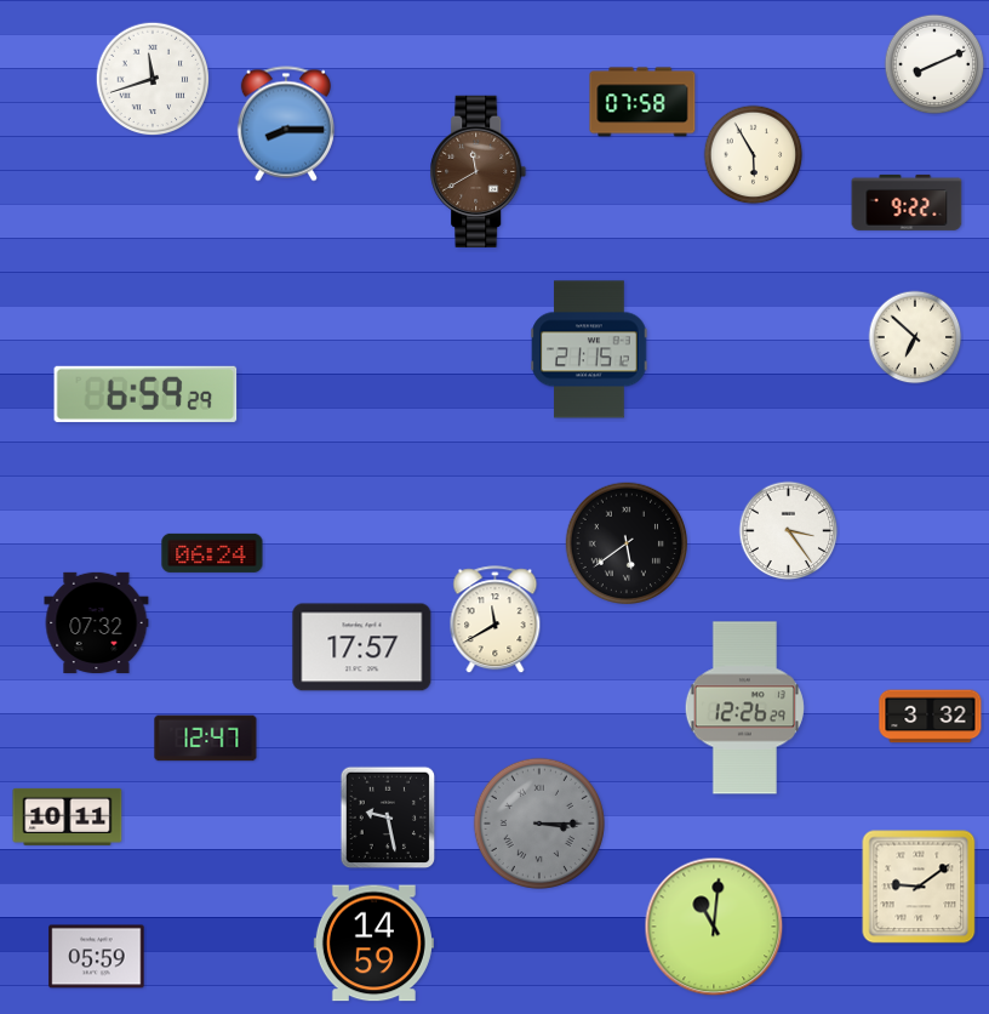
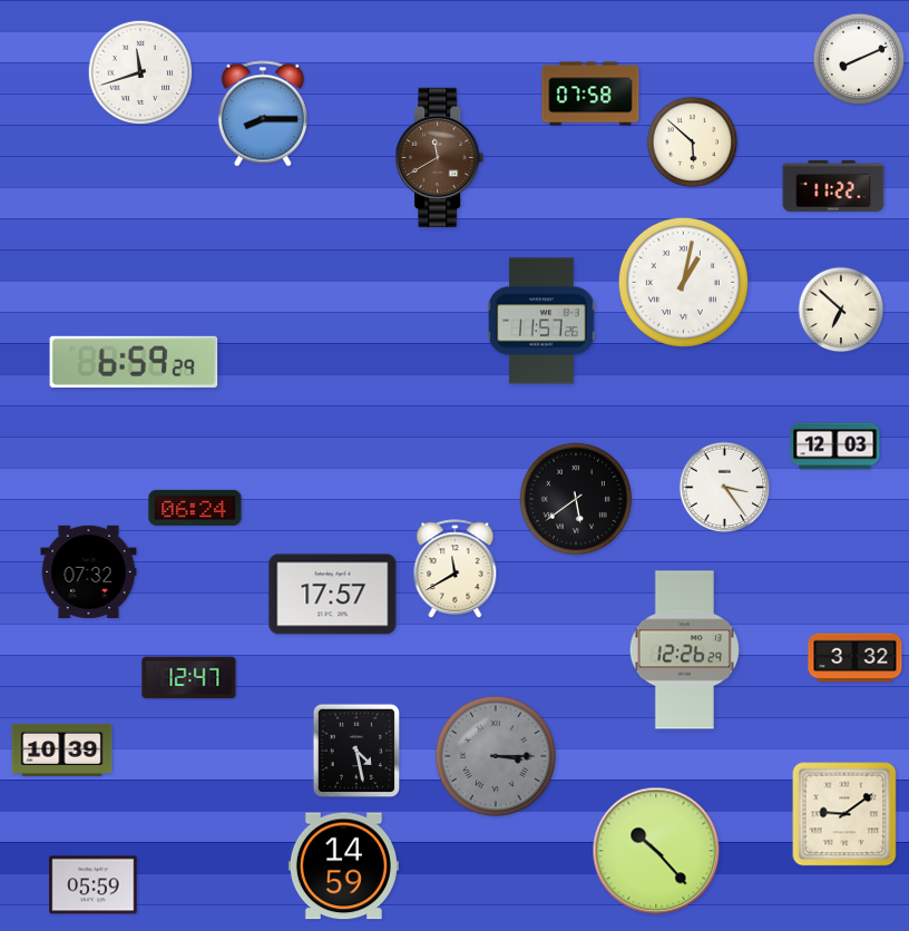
clock at (754, 155): 5:55 -> 5:52
clock at (907, 203): 9:22 -> 11:22
clock at (683, 282): none -> 1:02
clock at (589, 349): 21:15 -> 11:57
clock at (835, 447): none -> 12:03
clock at (68, 816): 10:11 -> 10:39
clock at (388, 818): 9:28 -> 4:28
clock at (714, 927): 11:01 -> 10:23
clock at (97, 957) position: (97, 957) -> (94, 885)
